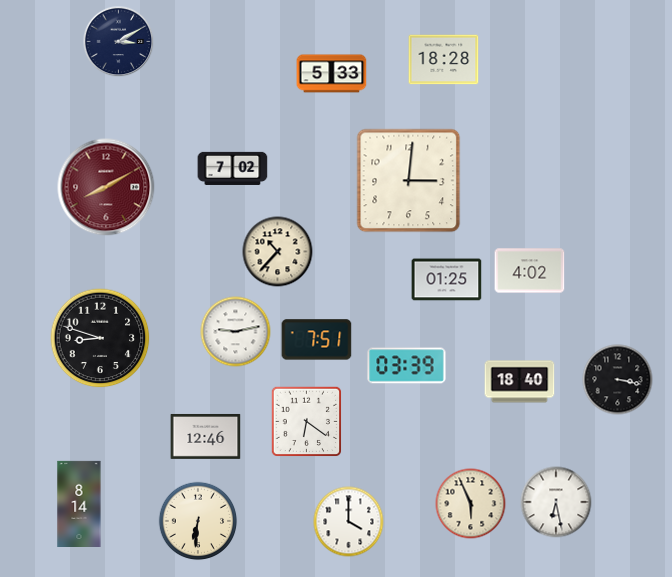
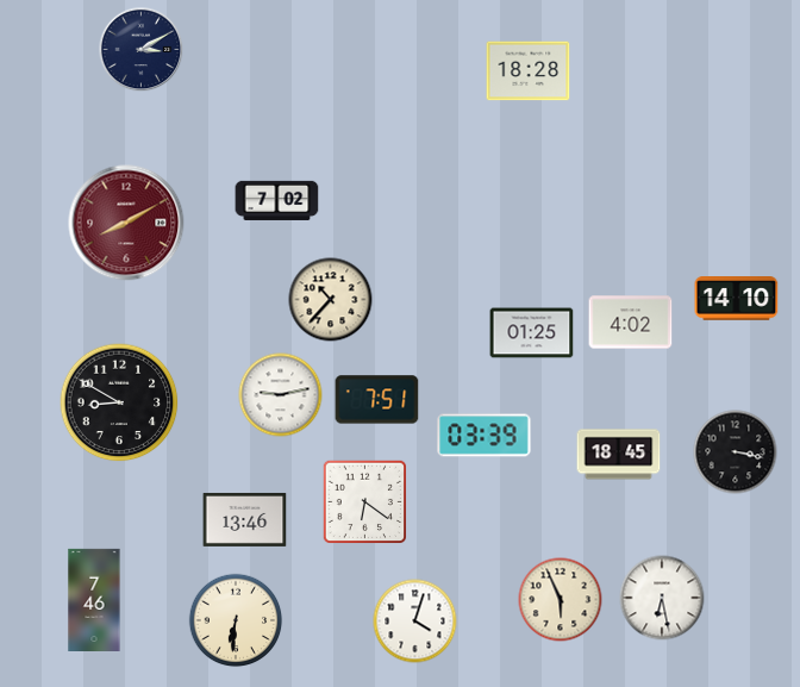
clock at (332, 74): 5:33 -> none
clock at (409, 181): 3:01 -> none
clock at (737, 299): none -> 14:10
clock at (100, 338): 8:48 -> 8:50
clock at (317, 340) position: (317, 340) -> (377, 400)
clock at (520, 382): 18:40 -> 18:45
clock at (206, 436): 12:46 -> 13:46
clock at (79, 503): 8:14 -> 7:46
clock at (349, 522): 4:00 -> 4:03
